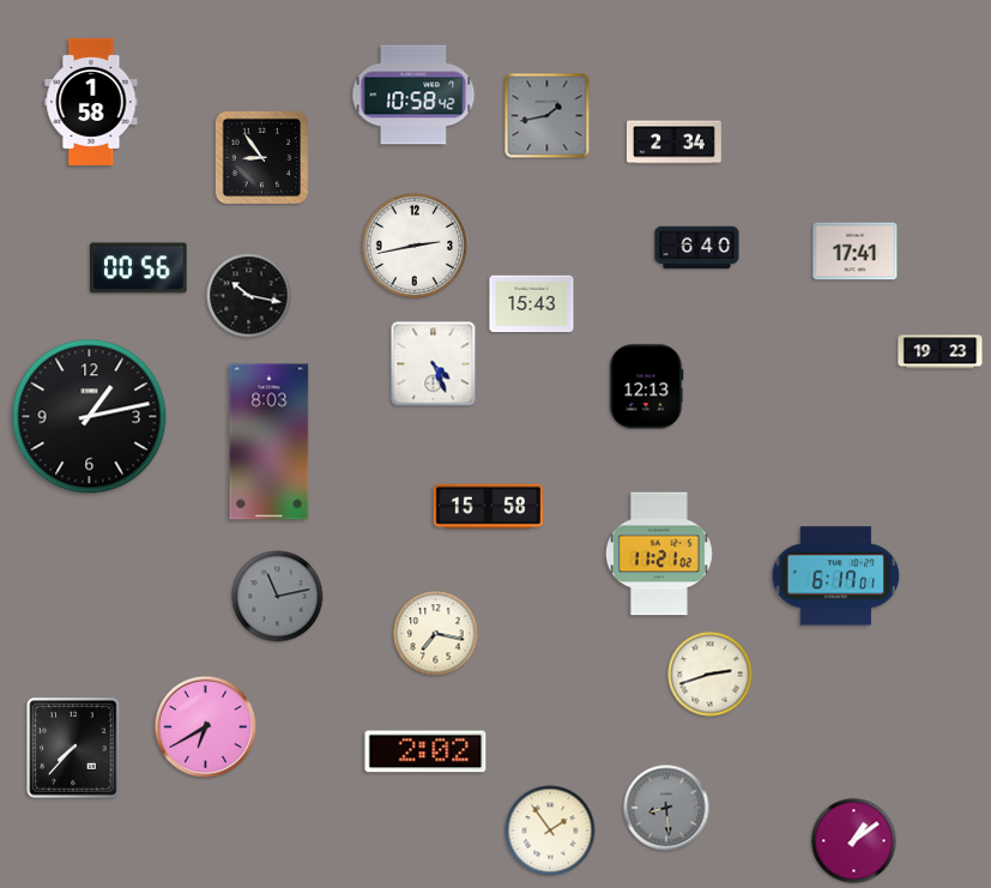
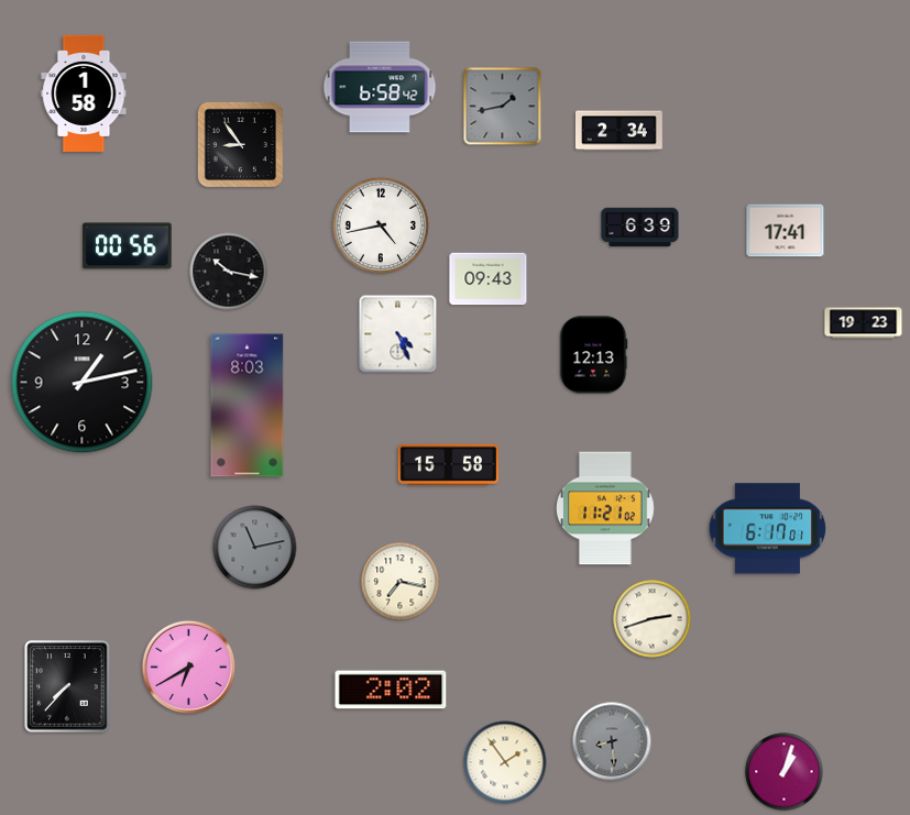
clock at (413, 95): 10:58 -> 6:58
clock at (413, 244): 2:43 -> 4:43
clock at (697, 248): 6:40 -> 6:39
clock at (532, 304): 15:43 -> 09:43
clock at (854, 841): 1:09 -> 1:03
